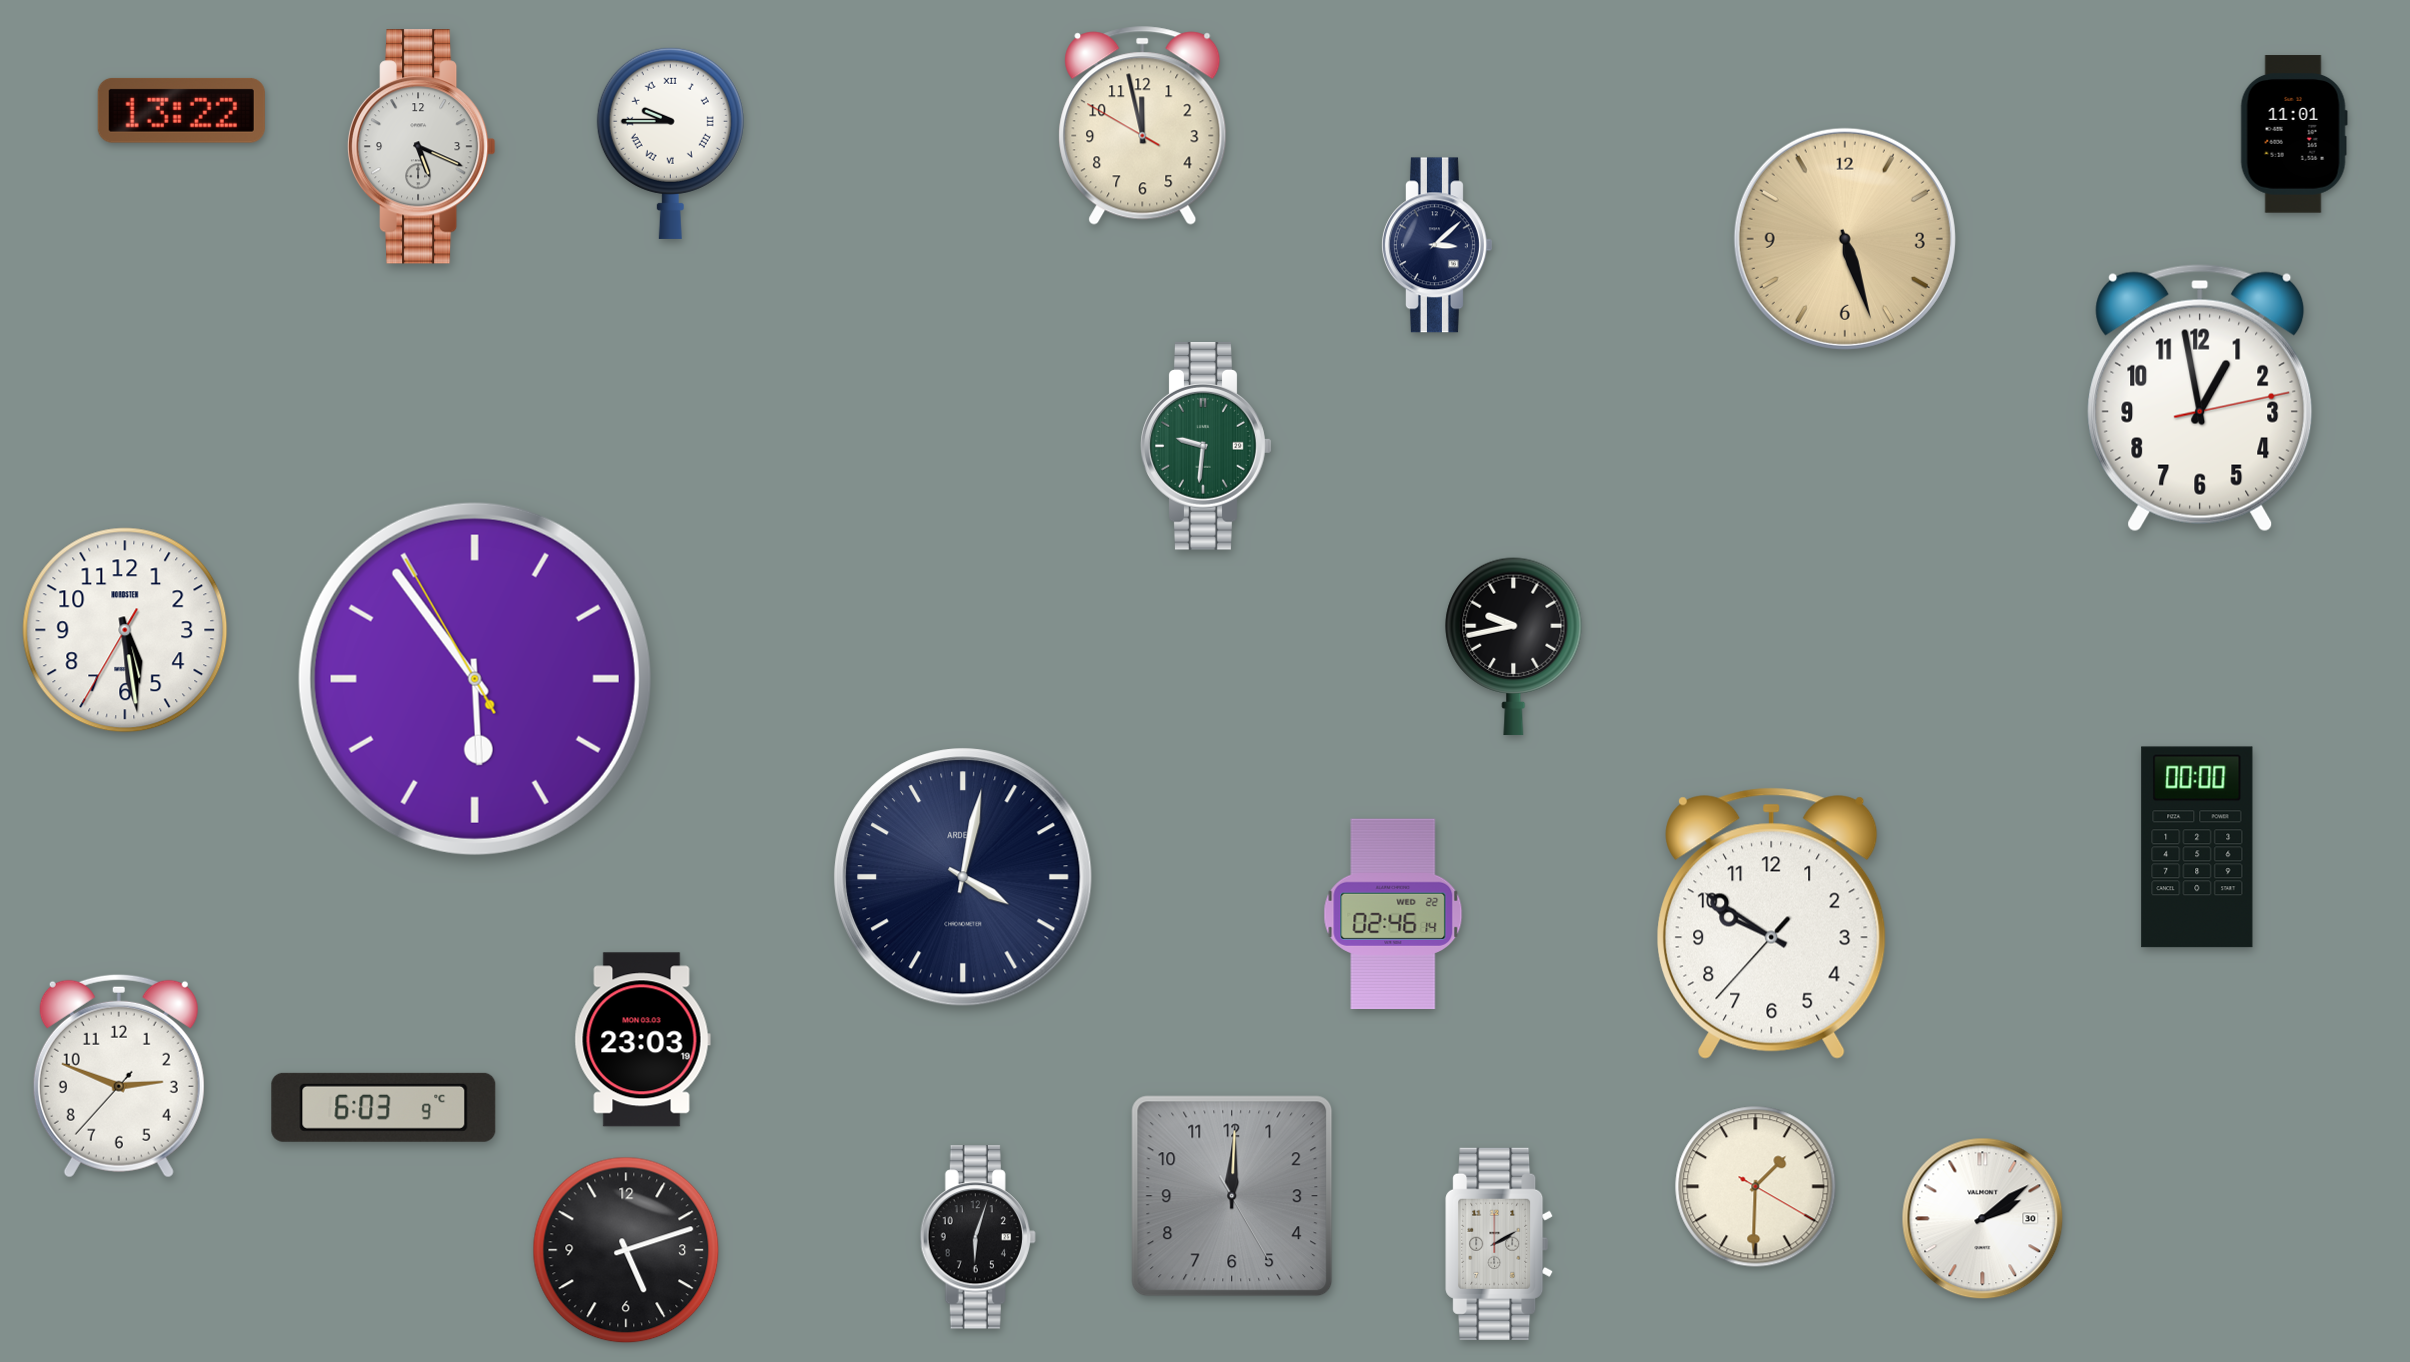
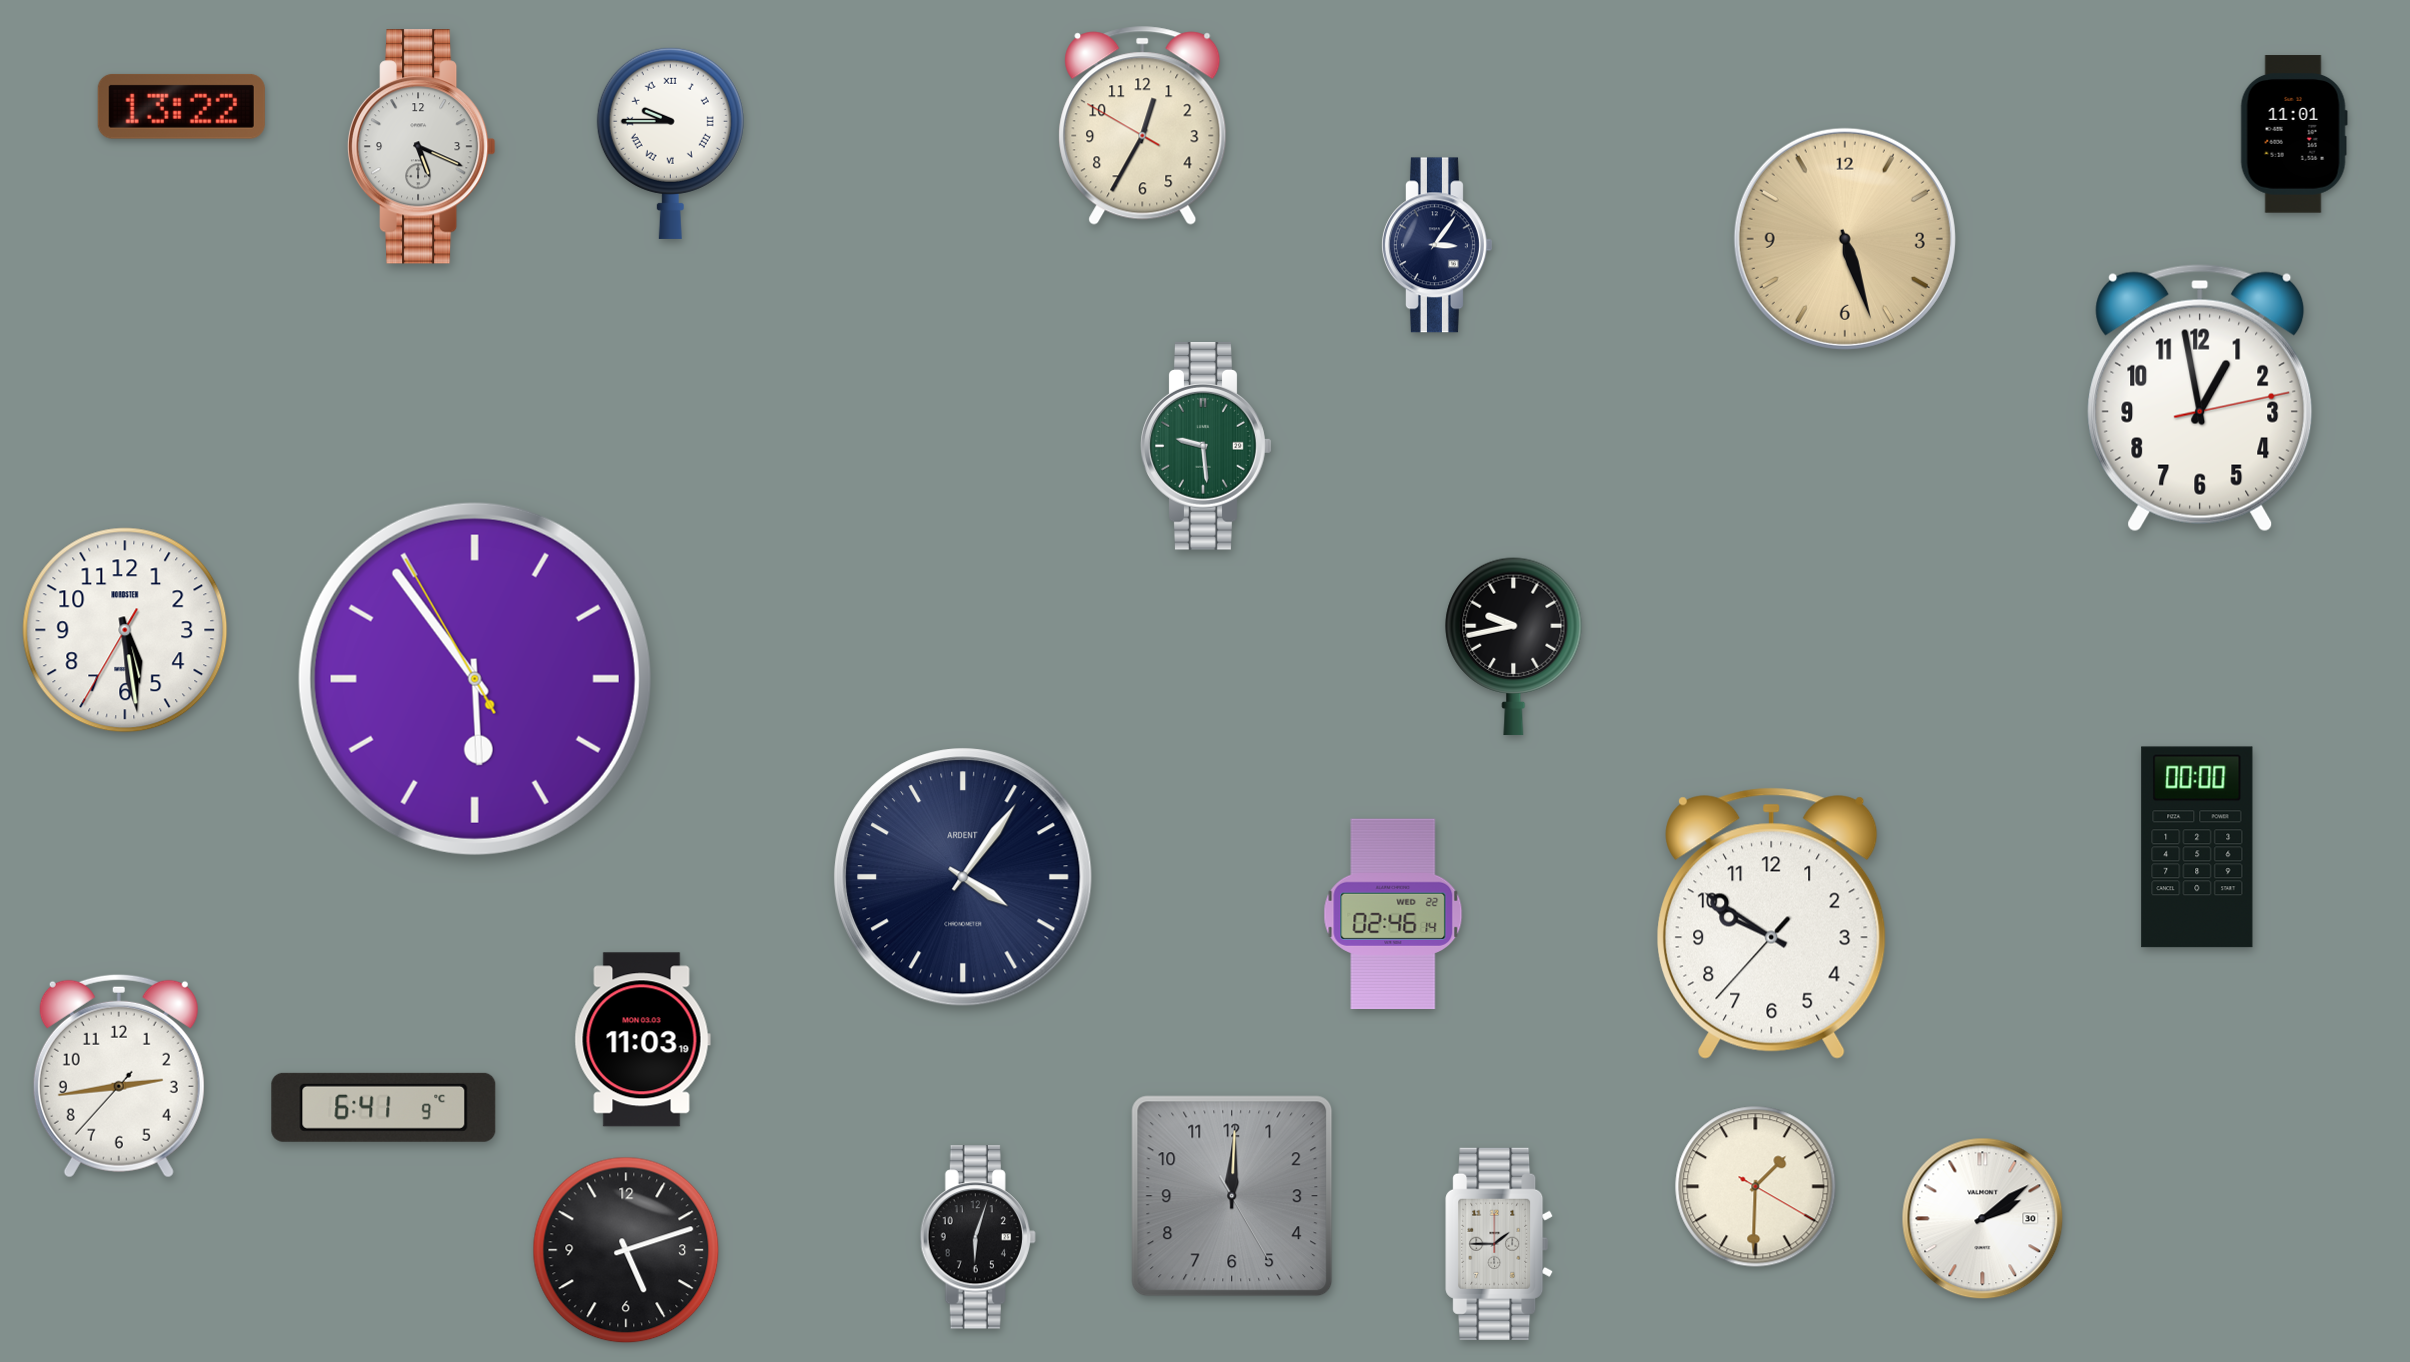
clock at (181, 110) position: (181, 110) -> (181, 106)
clock at (1143, 125): 11:57 -> 12:34
clock at (1436, 245): 3:08 -> 3:06
clock at (1206, 447): 9:31 -> 9:29
clock at (963, 877): 4:02 -> 4:06
clock at (642, 1040): 23:03 -> 11:03
clock at (119, 1076): 2:48 -> 2:43
clock at (384, 1107): 6:03 -> 6:41
clock at (1500, 1244): 2:10 -> 1:45
